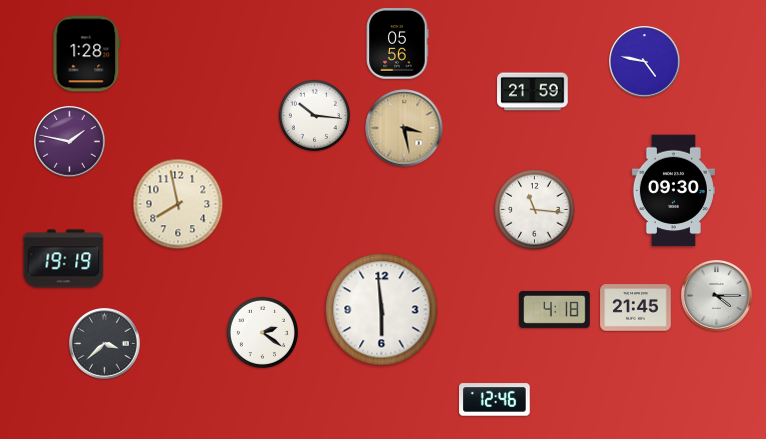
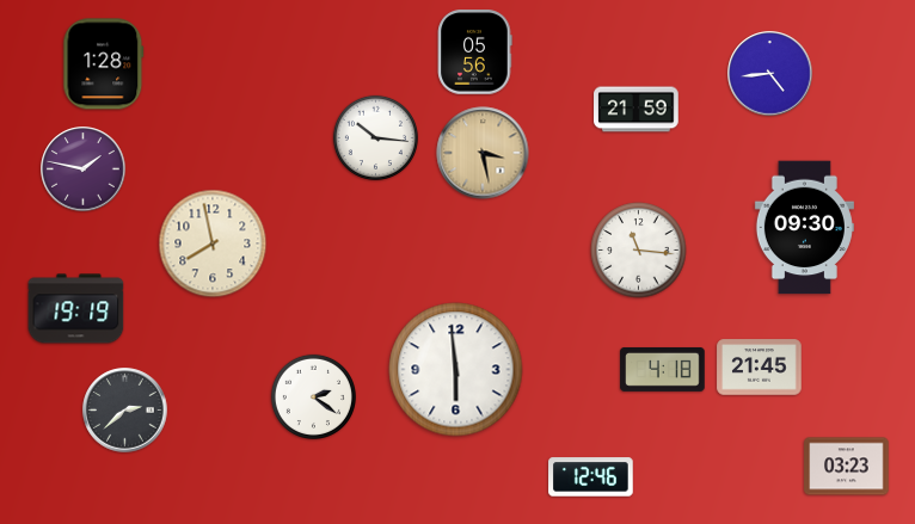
clock at (645, 62): 4:47 -> 4:44
clock at (717, 296): 4:15 -> none
clock at (105, 344): 3:38 -> 2:38
clock at (847, 467): none -> 03:23
